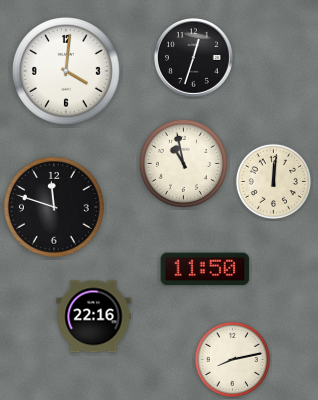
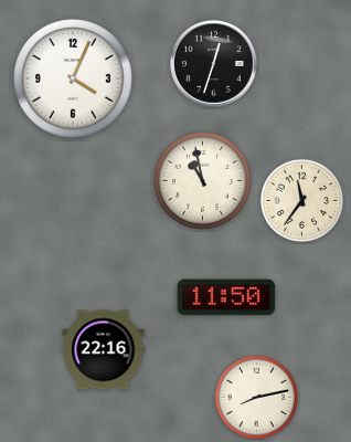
clock at (67, 72): 4:01 -> 4:04
clock at (273, 181): 12:01 -> 11:36
clock at (54, 207): 11:48 -> none
